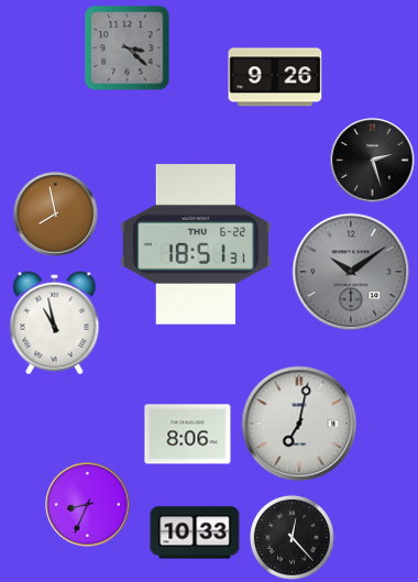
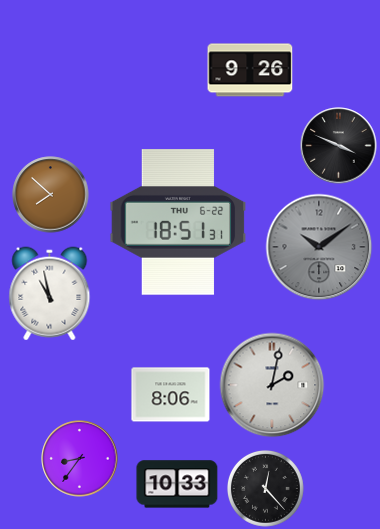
clock at (128, 48): 3:22 -> none
clock at (373, 161): 2:27 -> 3:49
clock at (56, 215): 7:58 -> 7:52
clock at (299, 424): 7:02 -> 2:02
clock at (88, 505): 8:34 -> 8:36
